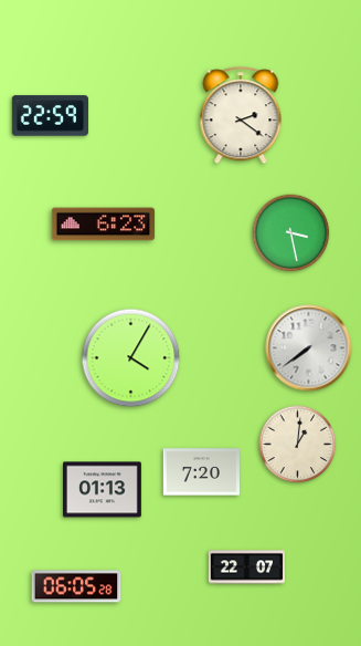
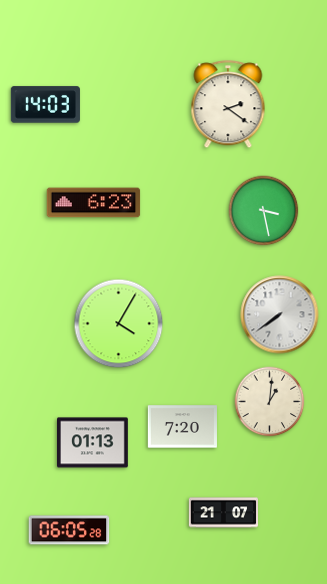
clock at (50, 116): 22:59 -> 14:03
clock at (241, 116) position: (241, 116) -> (228, 105)
clock at (246, 567): 22:07 -> 21:07
